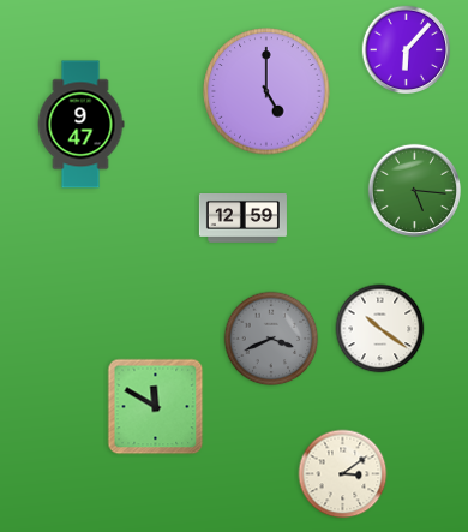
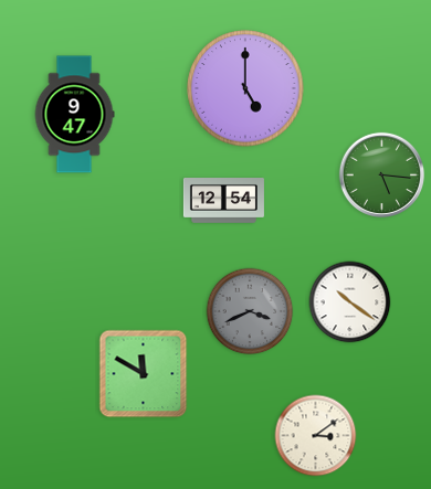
clock at (407, 50): 6:07 -> none
clock at (266, 91) position: (266, 91) -> (245, 88)
clock at (242, 219): 12:59 -> 12:54
